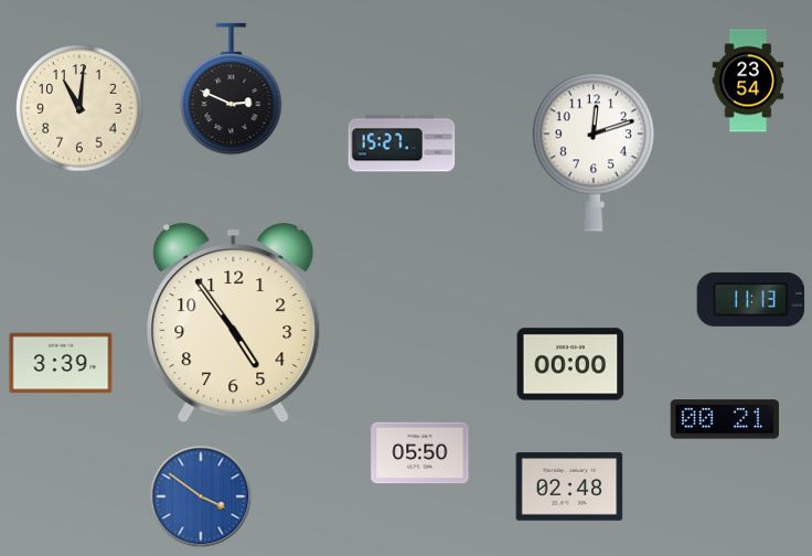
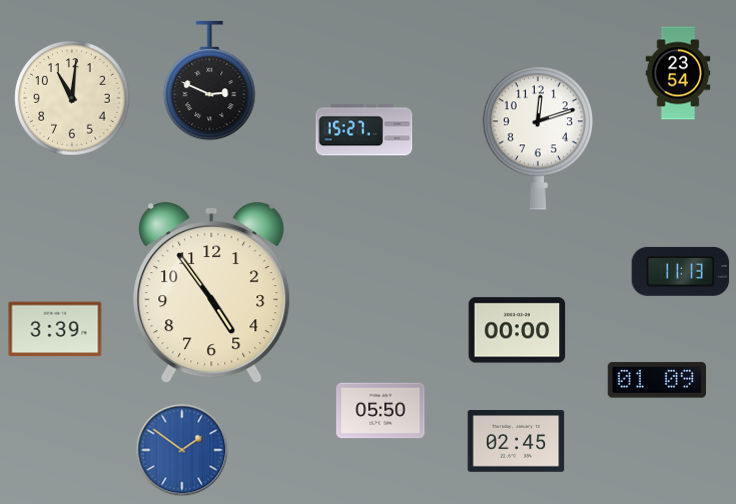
clock at (724, 419): 00:21 -> 01:09
clock at (569, 488): 02:48 -> 02:45
clock at (201, 496): 3:51 -> 1:51
